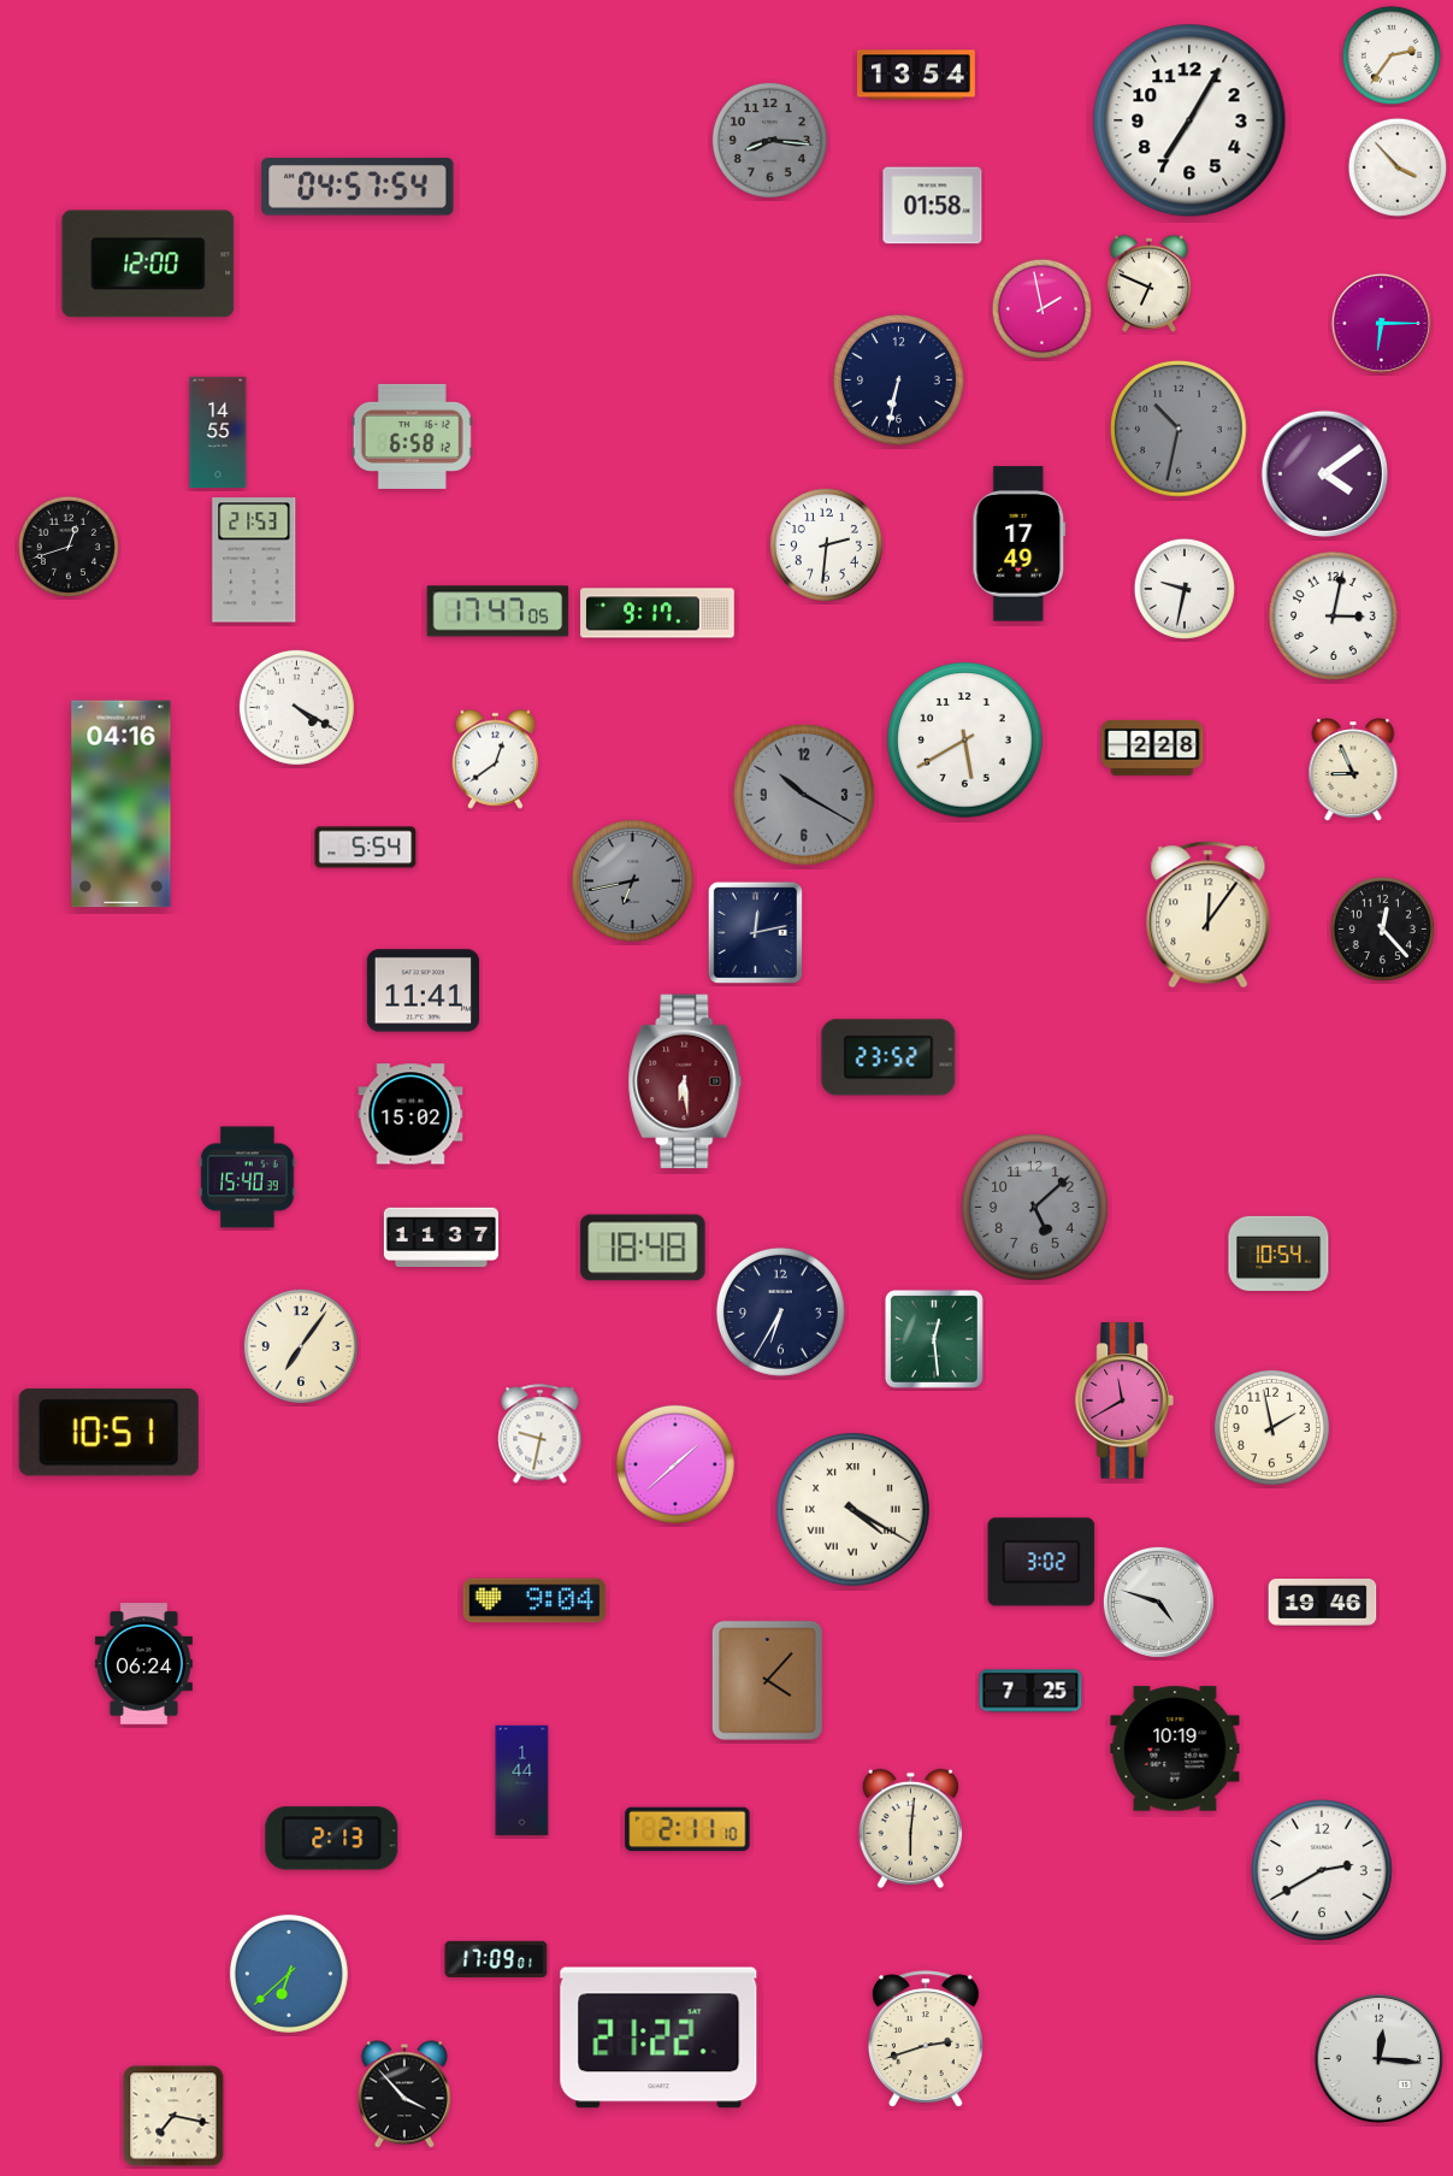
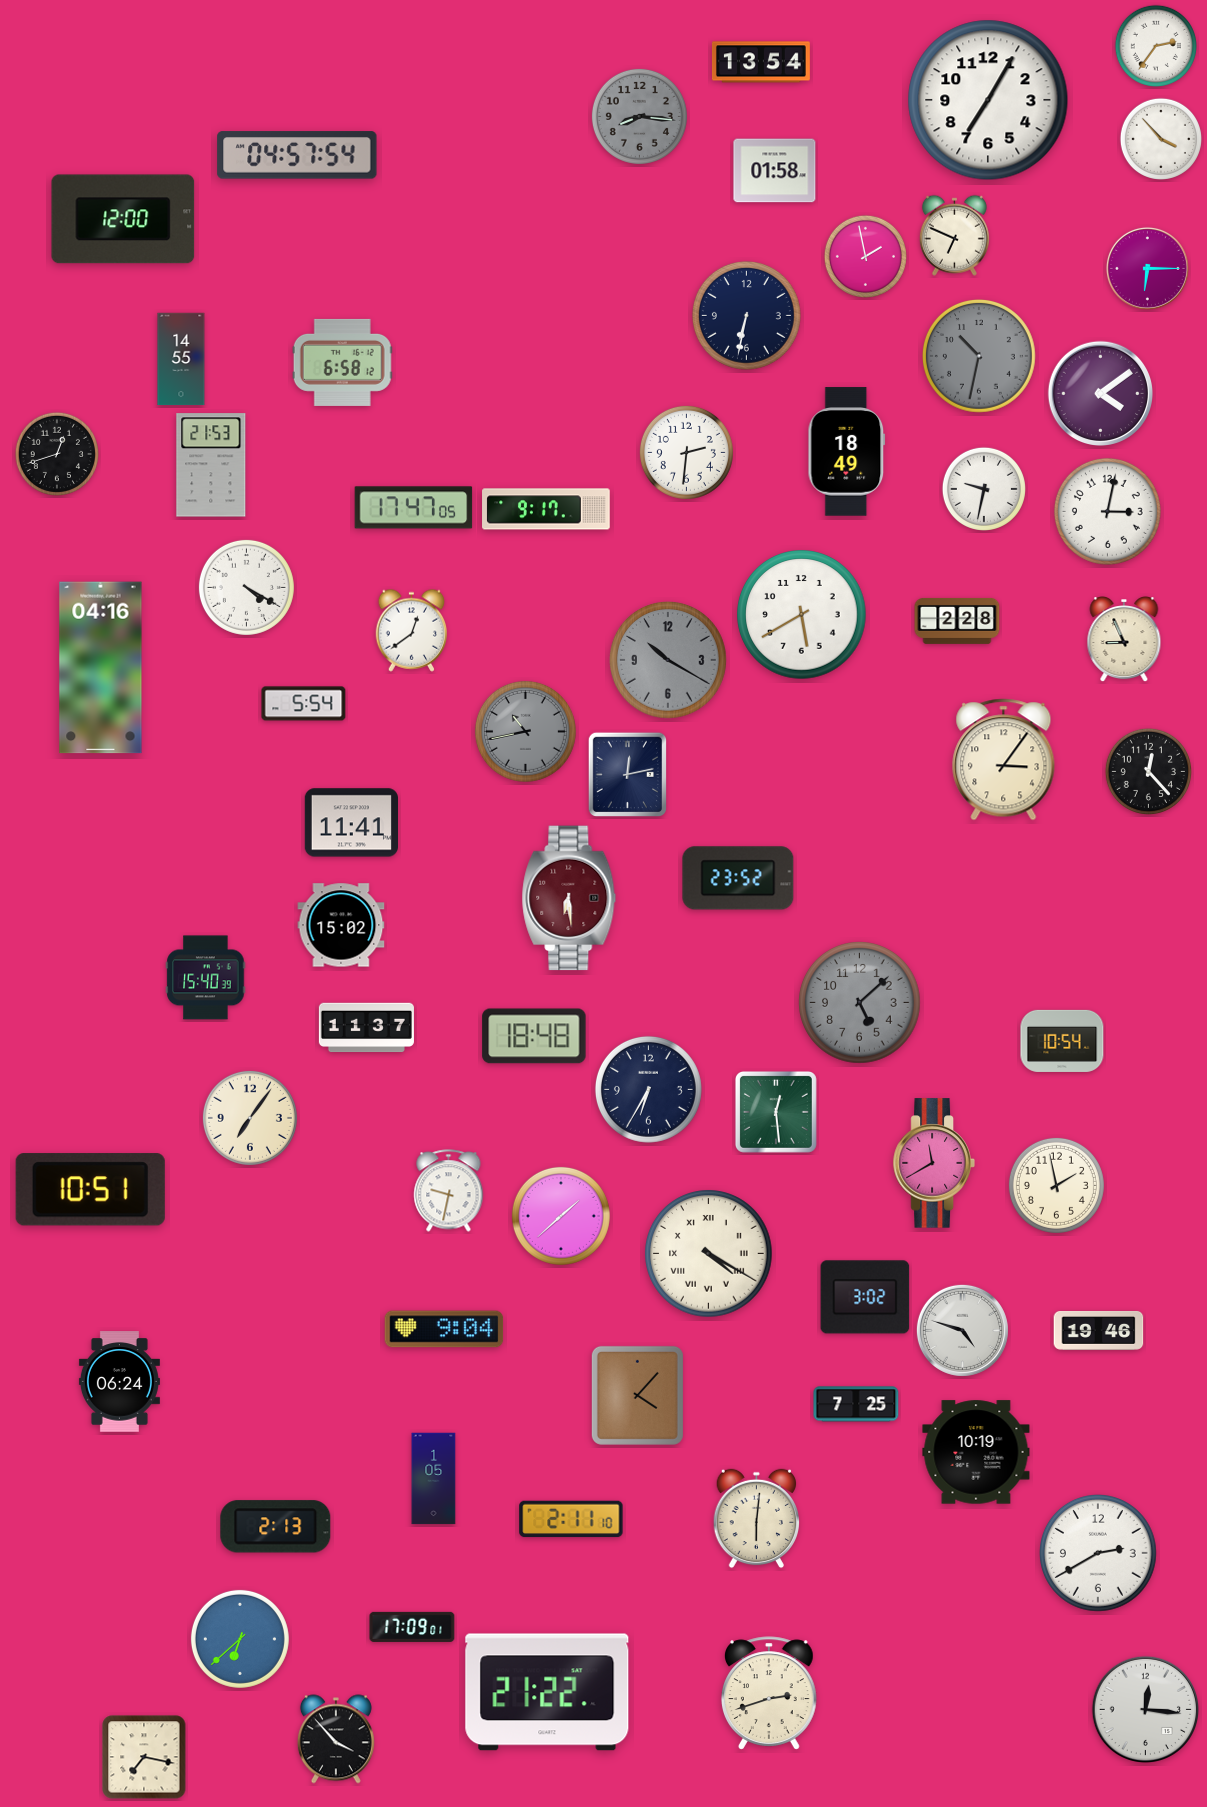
clock at (1020, 544): 17:49 -> 18:49
clock at (632, 880): 6:43 -> 10:43
clock at (1209, 915): 12:06 -> 3:06
clock at (522, 1781): 1:44 -> 1:05
